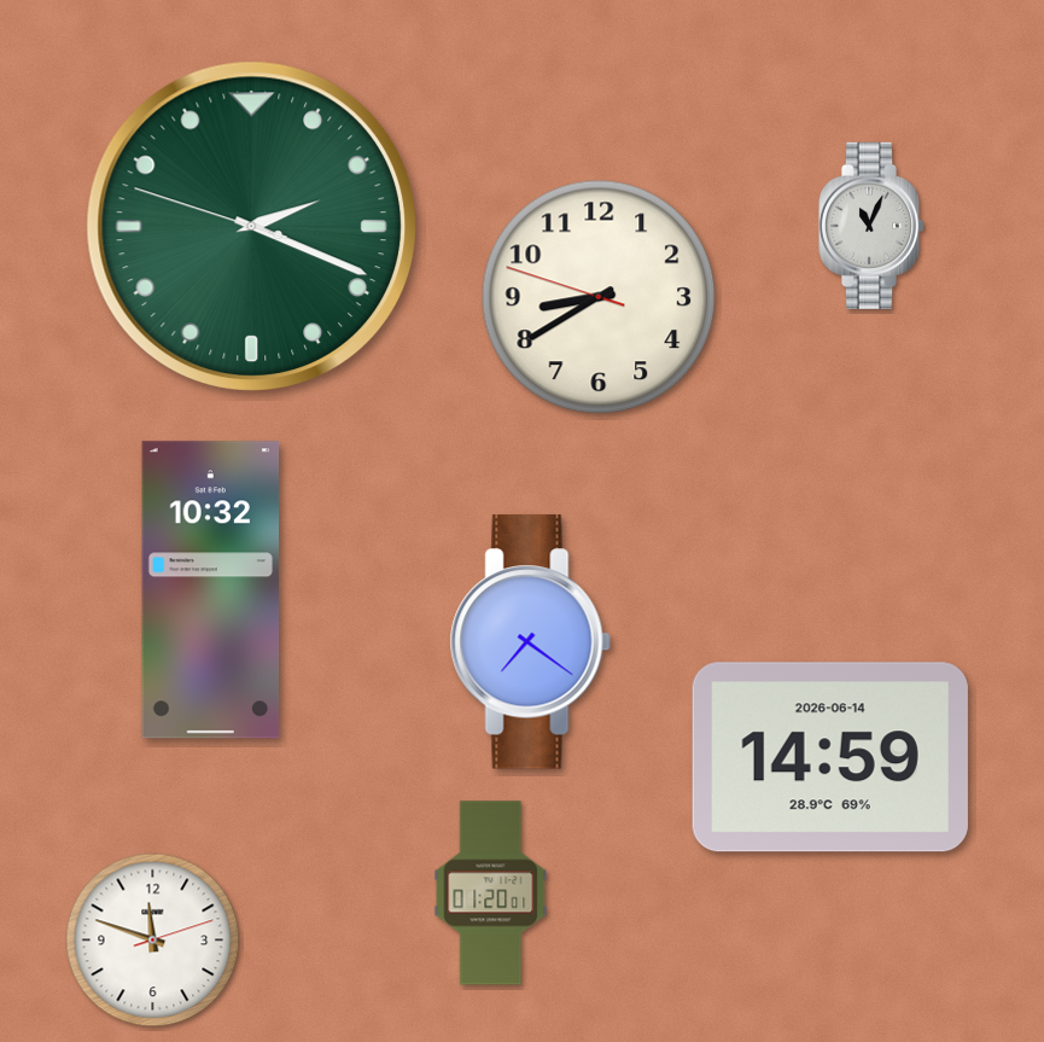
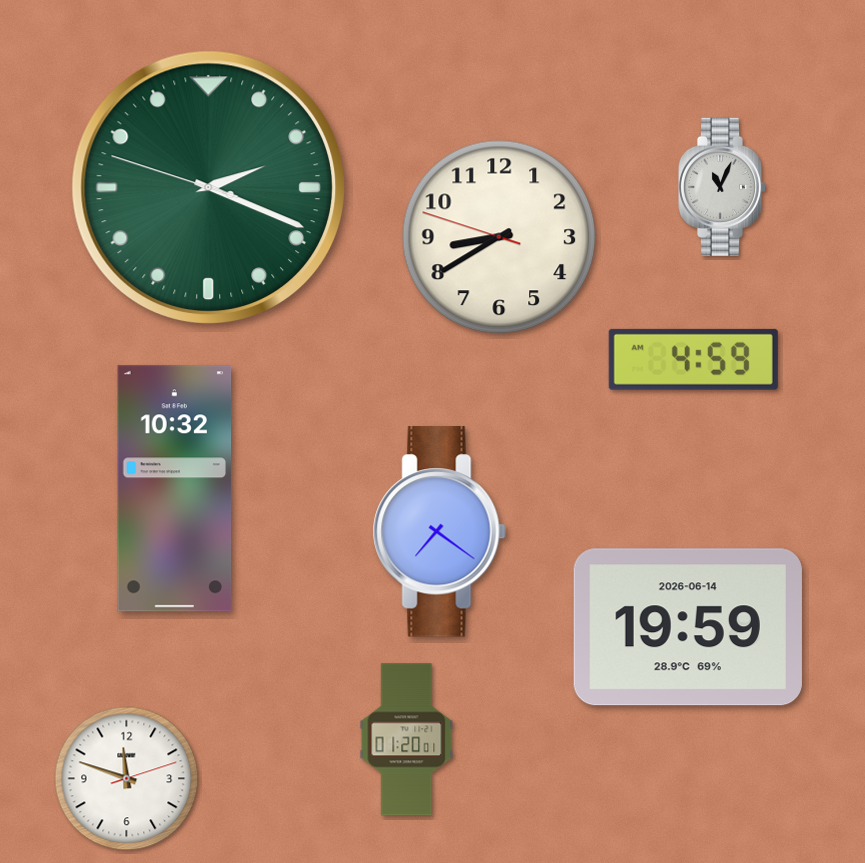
clock at (599, 297) position: (599, 297) -> (499, 237)
clock at (693, 359): none -> 4:59
clock at (830, 757): 14:59 -> 19:59
